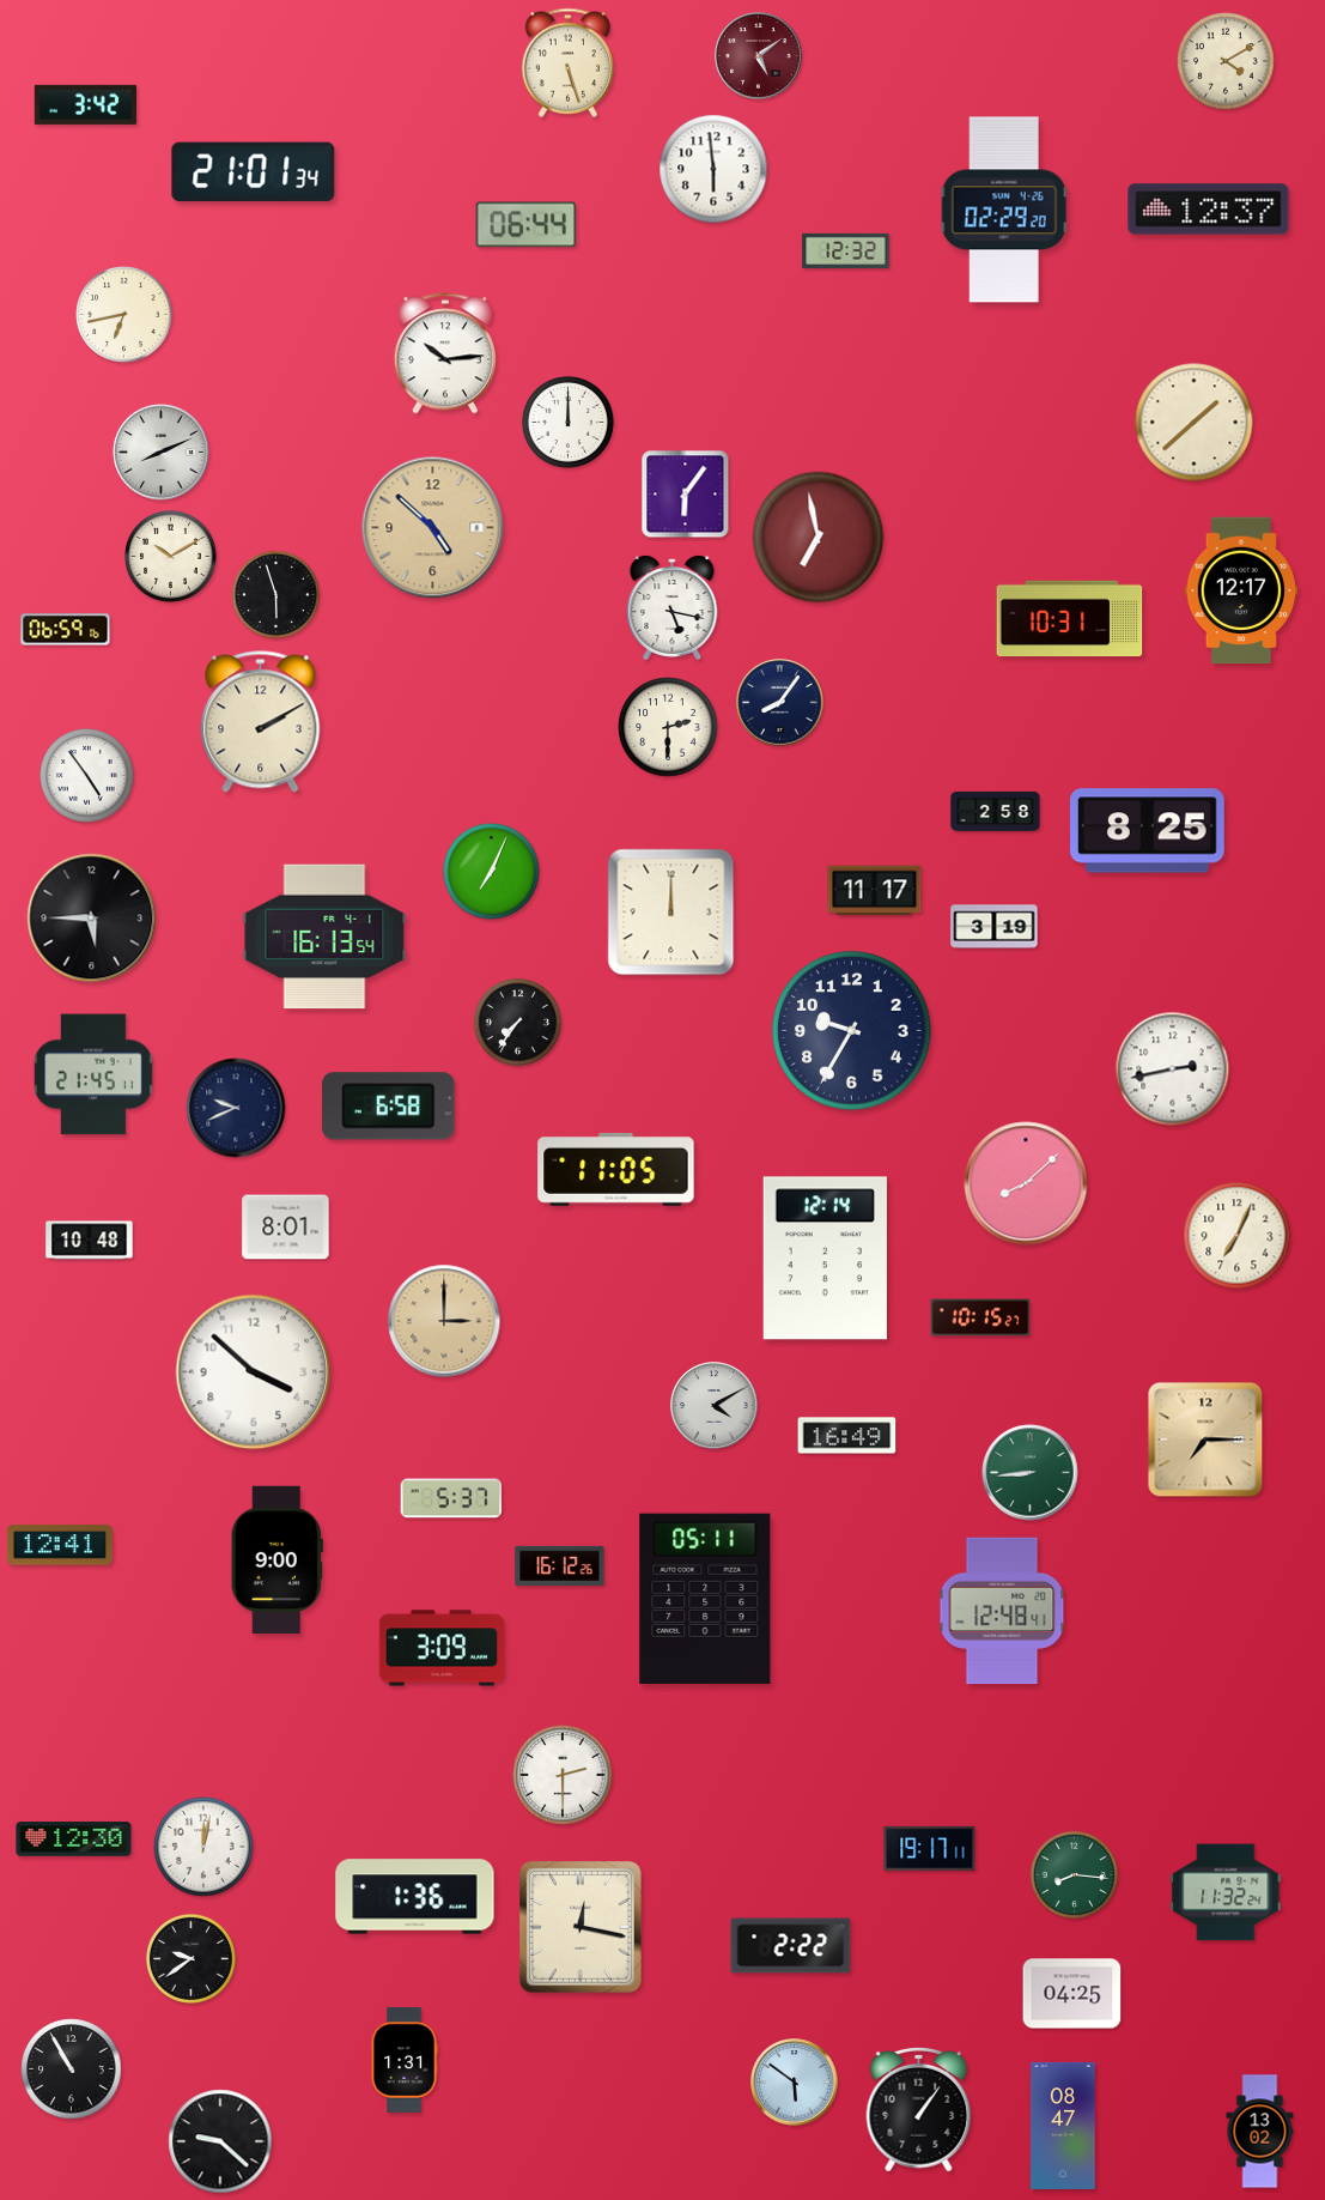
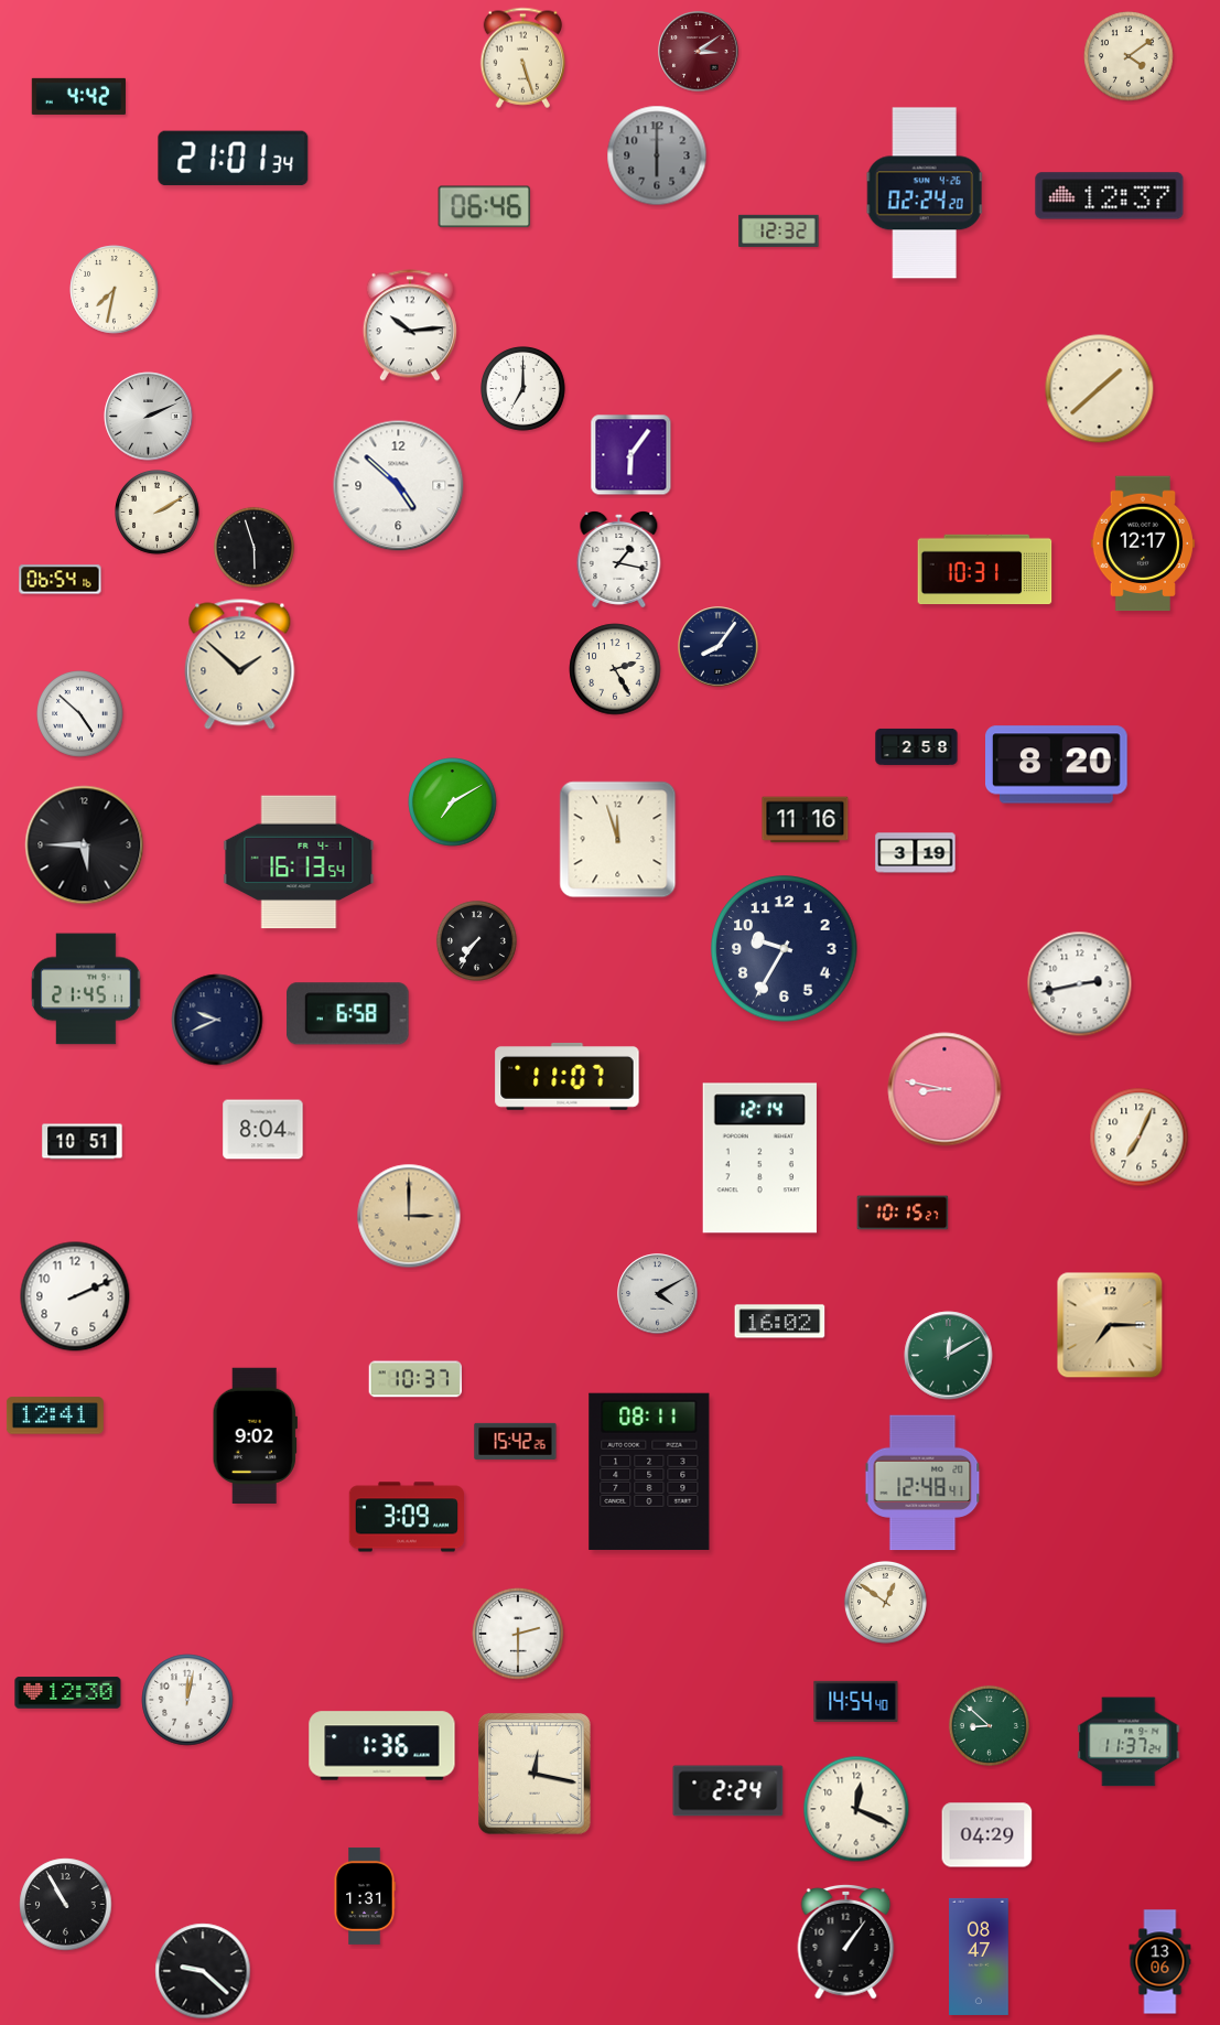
clock at (759, 56): 5:09 -> 3:09
clock at (1226, 61): 4:10 -> 4:09
clock at (85, 104): 3:42 -> 4:42
clock at (713, 169): 5:59 -> 6:00
clock at (713, 169) dial: white -> grey
clock at (1004, 210): 02:29 -> 02:24
clock at (1209, 210) position: (1209, 210) -> (1110, 196)
clock at (527, 225): 06:44 -> 06:46
clock at (124, 315): 6:43 -> 7:32
clock at (569, 423): 12:00 -> 7:00
clock at (162, 453): 8:11 -> 2:11
clock at (433, 528) dial: champagne -> white
clock at (819, 538): 6:58 -> none
clock at (171, 557): 10:10 -> 2:10
clock at (673, 607): 5:17 -> 1:17
clock at (66, 630): 06:59 -> 06:54
clock at (261, 722): 2:10 -> 1:52
clock at (668, 727): 2:30 -> 2:25
clock at (87, 776): 4:54 -> 4:52
clock at (1148, 831): 8:25 -> 8:20
clock at (492, 872): 7:04 -> 7:10
clock at (875, 891): 11:17 -> 11:16
clock at (671, 913): 12:00 -> 11:57
clock at (389, 1107) position: (389, 1107) -> (348, 1014)
clock at (616, 1169): 11:05 -> 11:07
clock at (1026, 1183): 8:08 -> 8:47
clock at (286, 1228): 8:01 -> 8:04
clock at (90, 1241): 10:48 -> 10:51
clock at (254, 1372): 3:52 -> none
clock at (75, 1296): none -> 2:11
clock at (847, 1436): 16:49 -> 16:02
clock at (1031, 1473): 8:44 -> 12:10
clock at (451, 1498): 5:37 -> 10:37
clock at (60, 1545) position: (60, 1545) -> (55, 1415)
clock at (276, 1559): 9:00 -> 9:02
clock at (560, 1565): 16:12 -> 15:42
clock at (705, 1599): 05:11 -> 08:11
clock at (885, 1602): none -> 12:51
clock at (930, 1848): 19:17 -> 14:54
clock at (1074, 1874): 8:16 -> 8:52
clock at (1226, 1892): 11:32 -> 11:37
clock at (791, 1946): 2:22 -> 2:24
clock at (190, 1958): 9:39 -> none
clock at (856, 1809): none -> 12:19
clock at (1072, 1994): 04:25 -> 04:29
clock at (405, 2060) position: (405, 2060) -> (365, 1896)
clock at (795, 2083): 5:51 -> none
clock at (1260, 2132): 13:02 -> 13:06
